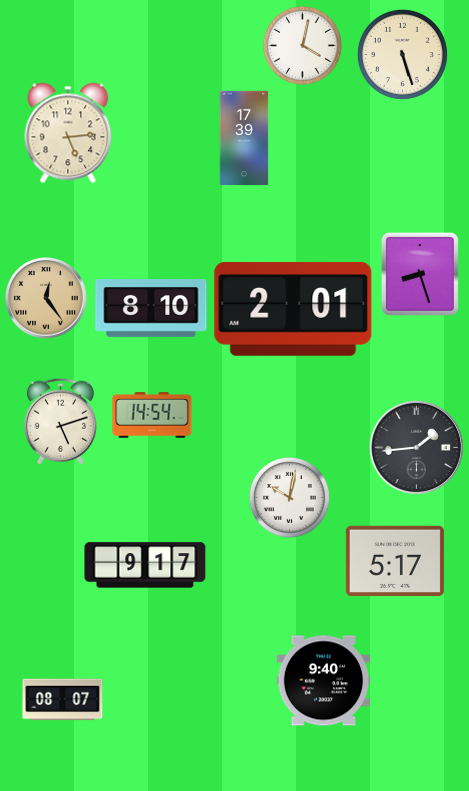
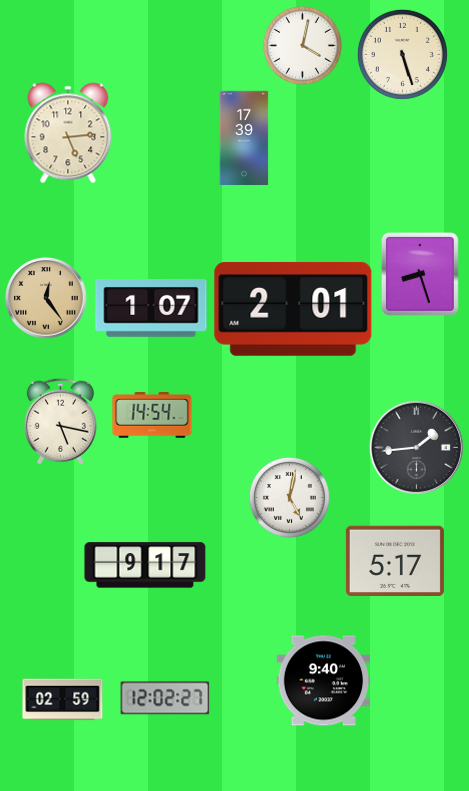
clock at (151, 309): 8:10 -> 1:07
clock at (60, 421): 5:12 -> 5:17
clock at (289, 497): 10:02 -> 5:02
clock at (165, 698): none -> 12:02
clock at (63, 700): 08:07 -> 02:59
